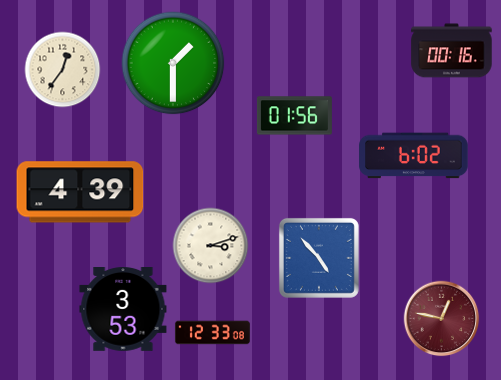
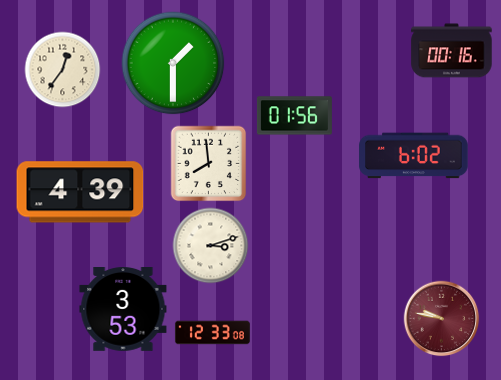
clock at (209, 164): none -> 7:59
clock at (319, 258): 4:53 -> none
clock at (442, 319): 12:47 -> 9:47
